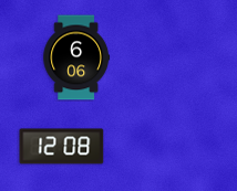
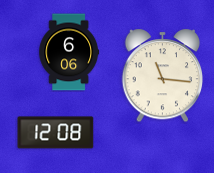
clock at (163, 76): none -> 11:16
